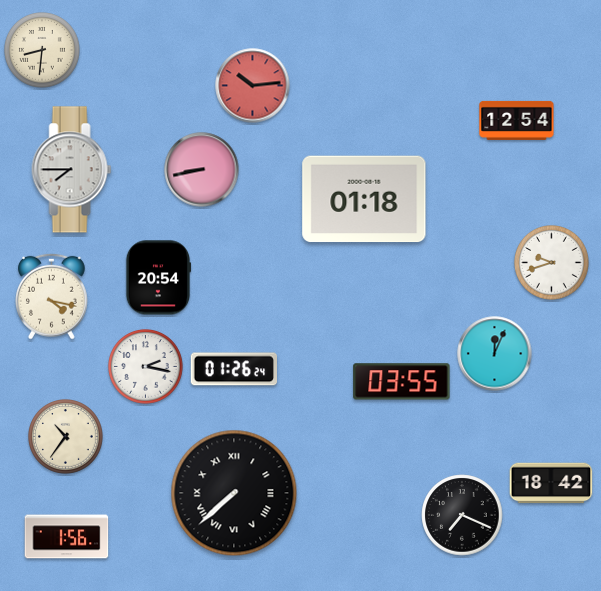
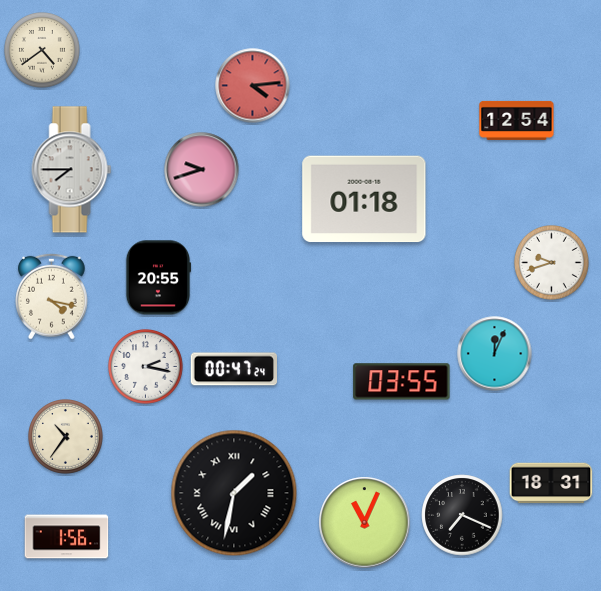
clock at (42, 50): 8:31 -> 4:39
clock at (253, 86): 10:14 -> 4:14
clock at (202, 170): 8:43 -> 9:42
clock at (158, 278): 20:54 -> 20:55
clock at (233, 369): 01:26 -> 00:47
clock at (551, 483): 18:42 -> 18:31
clock at (234, 493): 7:38 -> 1:32
clock at (365, 523): none -> 11:04
